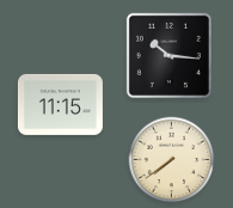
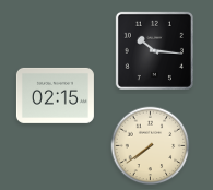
clock at (60, 104): 11:15 -> 02:15
clock at (172, 160) position: (172, 160) -> (151, 146)
